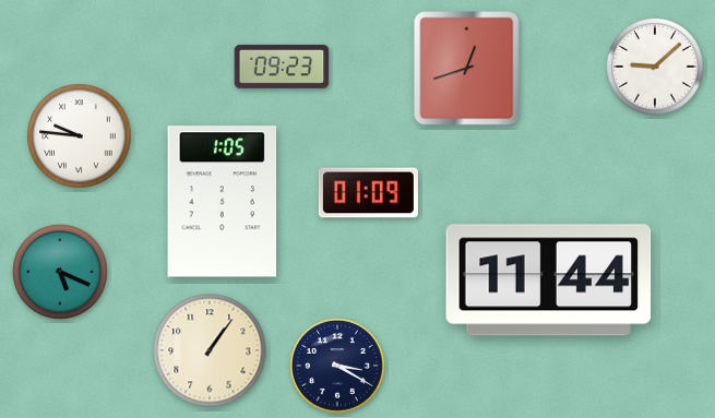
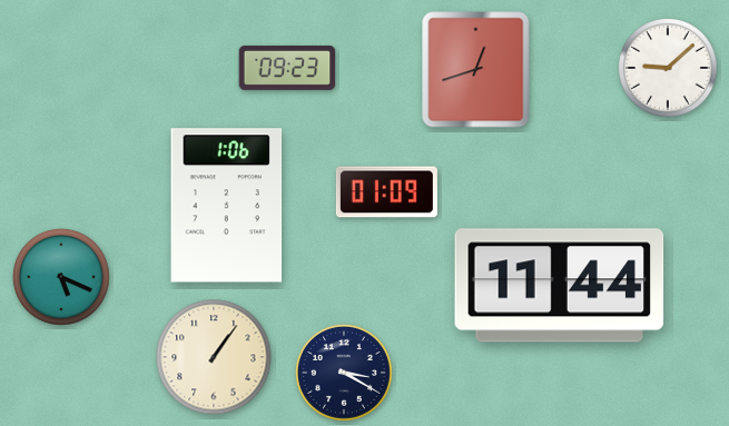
clock at (80, 136): 9:46 -> none
clock at (368, 193) position: (368, 193) -> (386, 192)
clock at (223, 202): 1:05 -> 1:06
